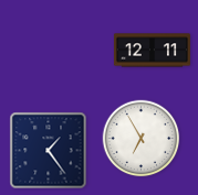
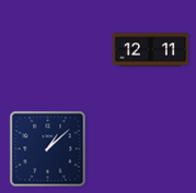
clock at (142, 139): 6:55 -> none
clock at (49, 151): 1:24 -> 1:08
